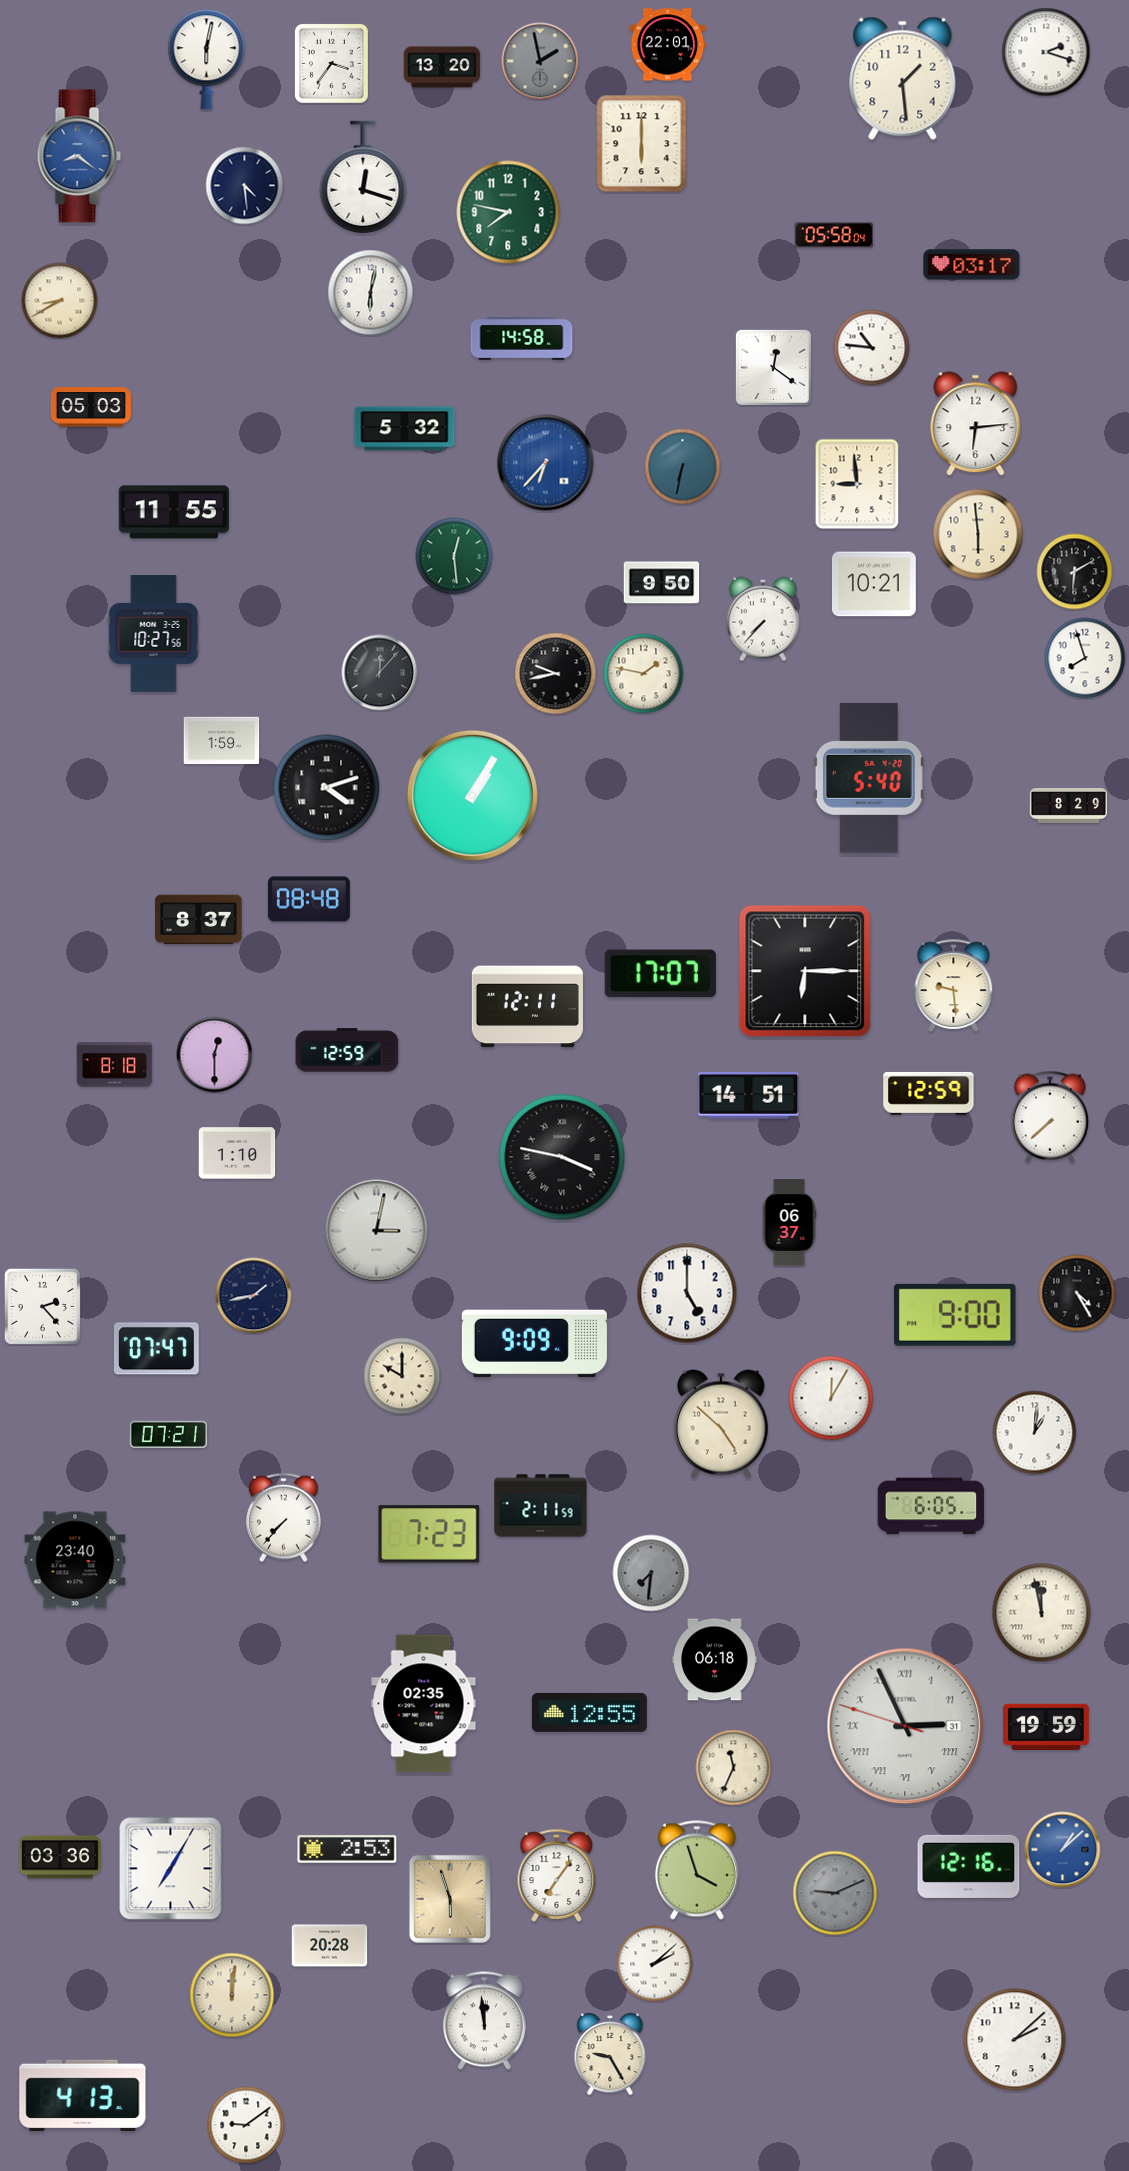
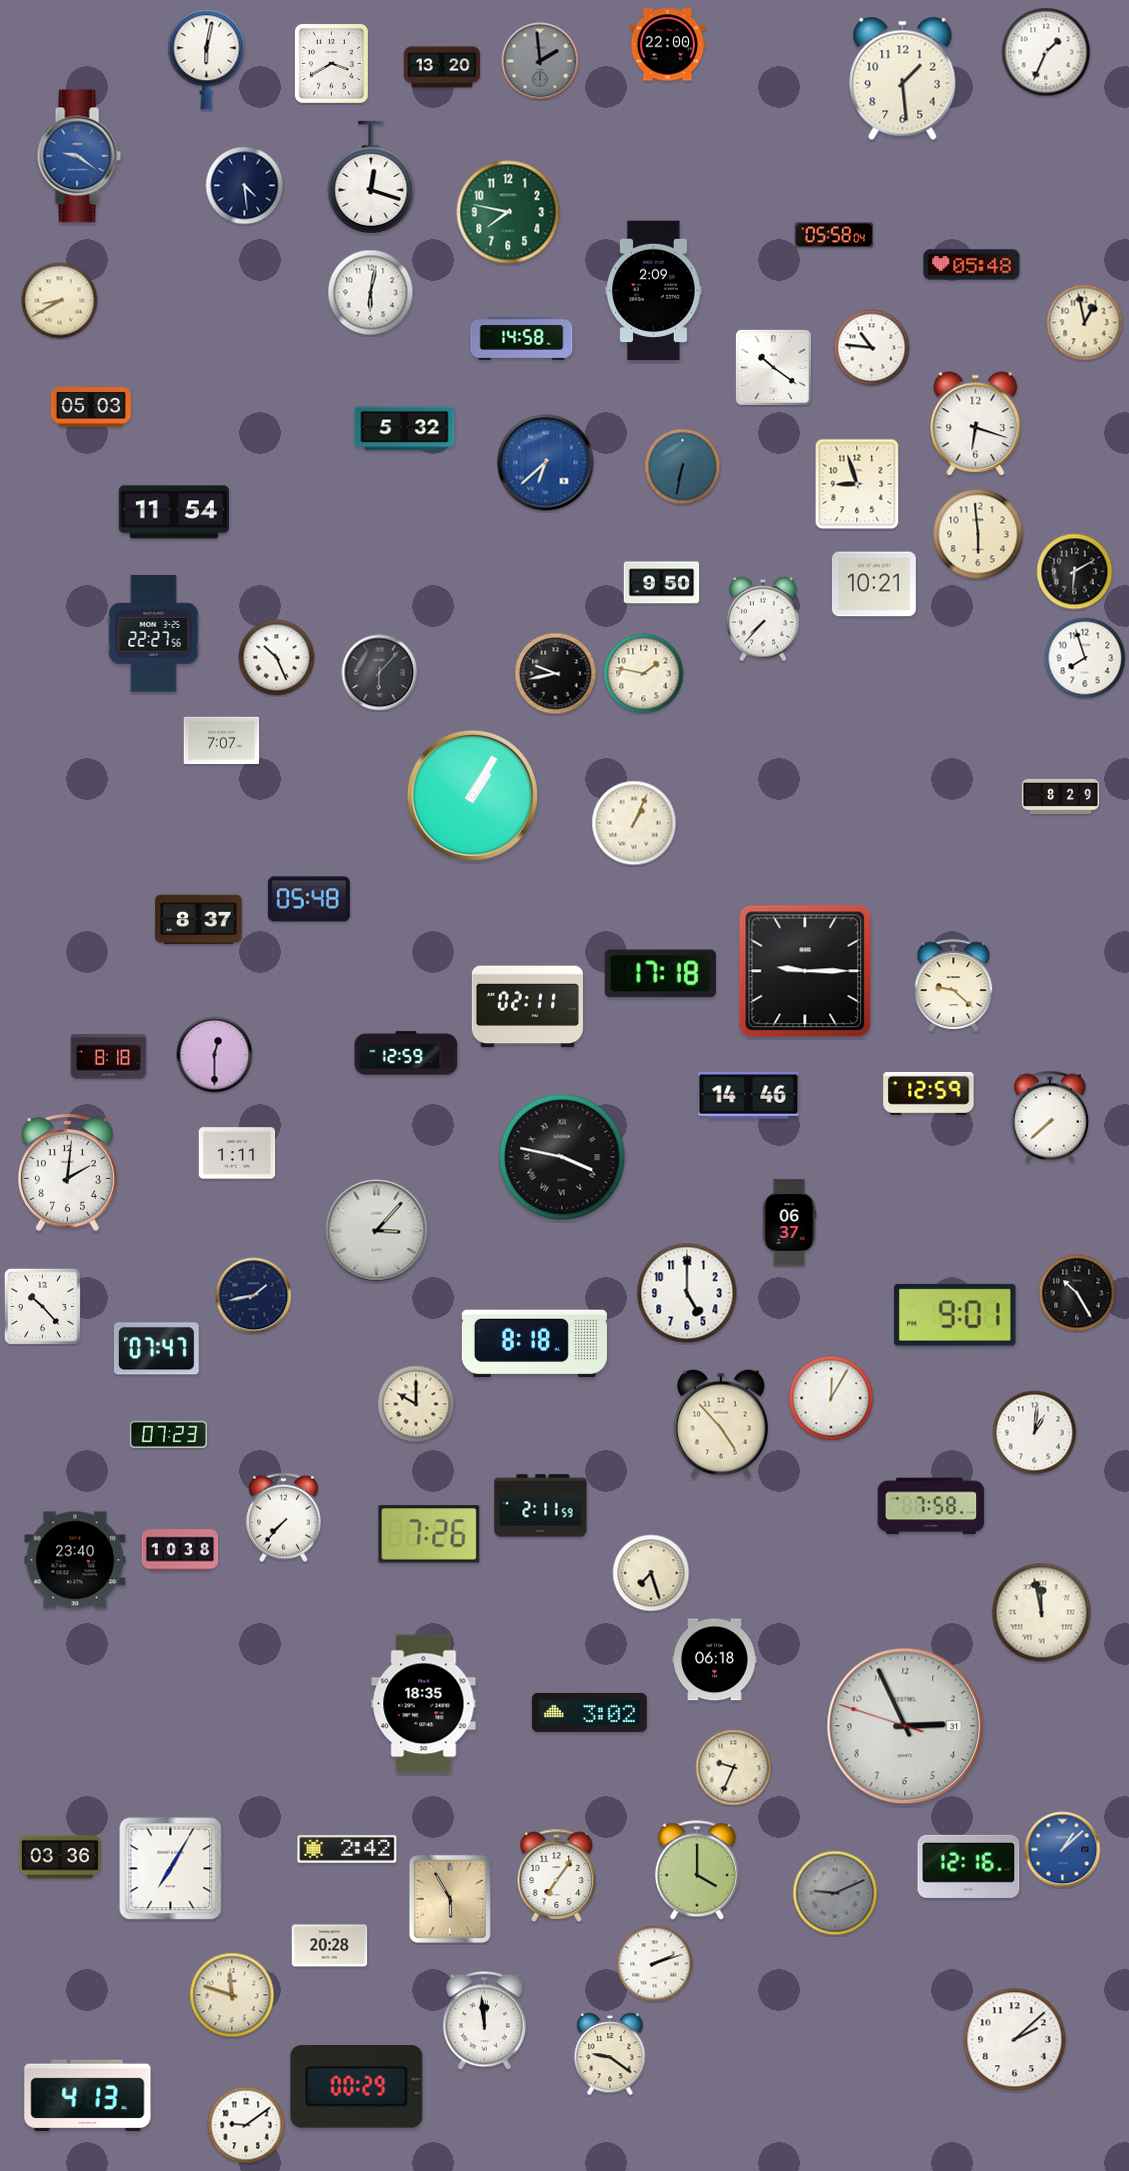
clock at (668, 45): 22:01 -> 22:00
clock at (1046, 52): 2:18 -> 1:34
clock at (540, 61): 1:58 -> 1:59
clock at (331, 63): 3:36 -> 3:40
clock at (642, 144): 6:00 -> none
clock at (79, 156): 8:21 -> 9:21
clock at (363, 177) position: (363, 177) -> (371, 177)
clock at (972, 265): 03:17 -> 05:48
clock at (654, 291): none -> 2:09
clock at (1085, 323): none -> 12:58
clock at (773, 367): 12:21 -> 10:21
clock at (976, 424): 6:14 -> 6:18
clock at (546, 463): 6:37 -> 6:38
clock at (857, 484): 8:59 -> 8:57
clock at (174, 512): 11:55 -> 11:54
clock at (454, 556): 12:29 -> none
clock at (154, 634): 10:27 -> 22:27
clock at (277, 658): none -> 10:26
clock at (380, 673): 12:07 -> 6:07
clock at (222, 741): 1:59 -> 7:07
clock at (869, 778): 5:40 -> none
clock at (327, 788): 4:12 -> none
clock at (1069, 805) position: (1069, 805) -> (1061, 796)
clock at (634, 823): none -> 1:04
clock at (309, 899): 08:48 -> 05:48
clock at (805, 971): 6:15 -> 9:15
clock at (660, 974): 17:07 -> 17:18
clock at (954, 985): 9:29 -> 9:22
clock at (527, 1007): 12:11 -> 02:11
clock at (347, 1050) position: (347, 1050) -> (406, 1053)
clock at (115, 1065) position: (115, 1065) -> (109, 1057)
clock at (749, 1096): 14:51 -> 14:46
clock at (237, 1153): 1:10 -> 1:11
clock at (67, 1172): none -> 2:01
clock at (377, 1231): 3:02 -> 3:07
clock at (1077, 1293): 4:25 -> 10:25
clock at (42, 1306): 2:23 -> 10:23
clock at (955, 1315): 9:00 -> 9:01
clock at (534, 1344): 9:09 -> 8:18
clock at (402, 1376) position: (402, 1376) -> (416, 1404)
clock at (721, 1424): 4:52 -> 4:53
clock at (169, 1434): 07:21 -> 07:23
clock at (931, 1506): 6:05 -> 7:58
clock at (429, 1534): 7:23 -> 7:26
clock at (180, 1550): none -> 10:38
clock at (651, 1573): 7:31 -> 7:27
clock at (651, 1573) dial: grey -> cream
clock at (424, 1704): 02:35 -> 18:35
clock at (589, 1712): 12:55 -> 3:02
clock at (905, 1726) numerals: Roman -> Arabic
clock at (1046, 1726): 19:59 -> none
clock at (734, 1768): 11:34 -> 9:34
clock at (347, 1849): 2:53 -> 2:42
clock at (697, 1870): 3:57 -> 4:00
clock at (450, 1899): 5:57 -> 5:55
clock at (655, 1964): 2:08 -> 2:12
clock at (232, 1995): 12:01 -> 11:48
clock at (610, 2054): 9:25 -> 9:21
clock at (357, 2087): none -> 00:29
clock at (83, 2096) position: (83, 2096) -> (88, 2096)
